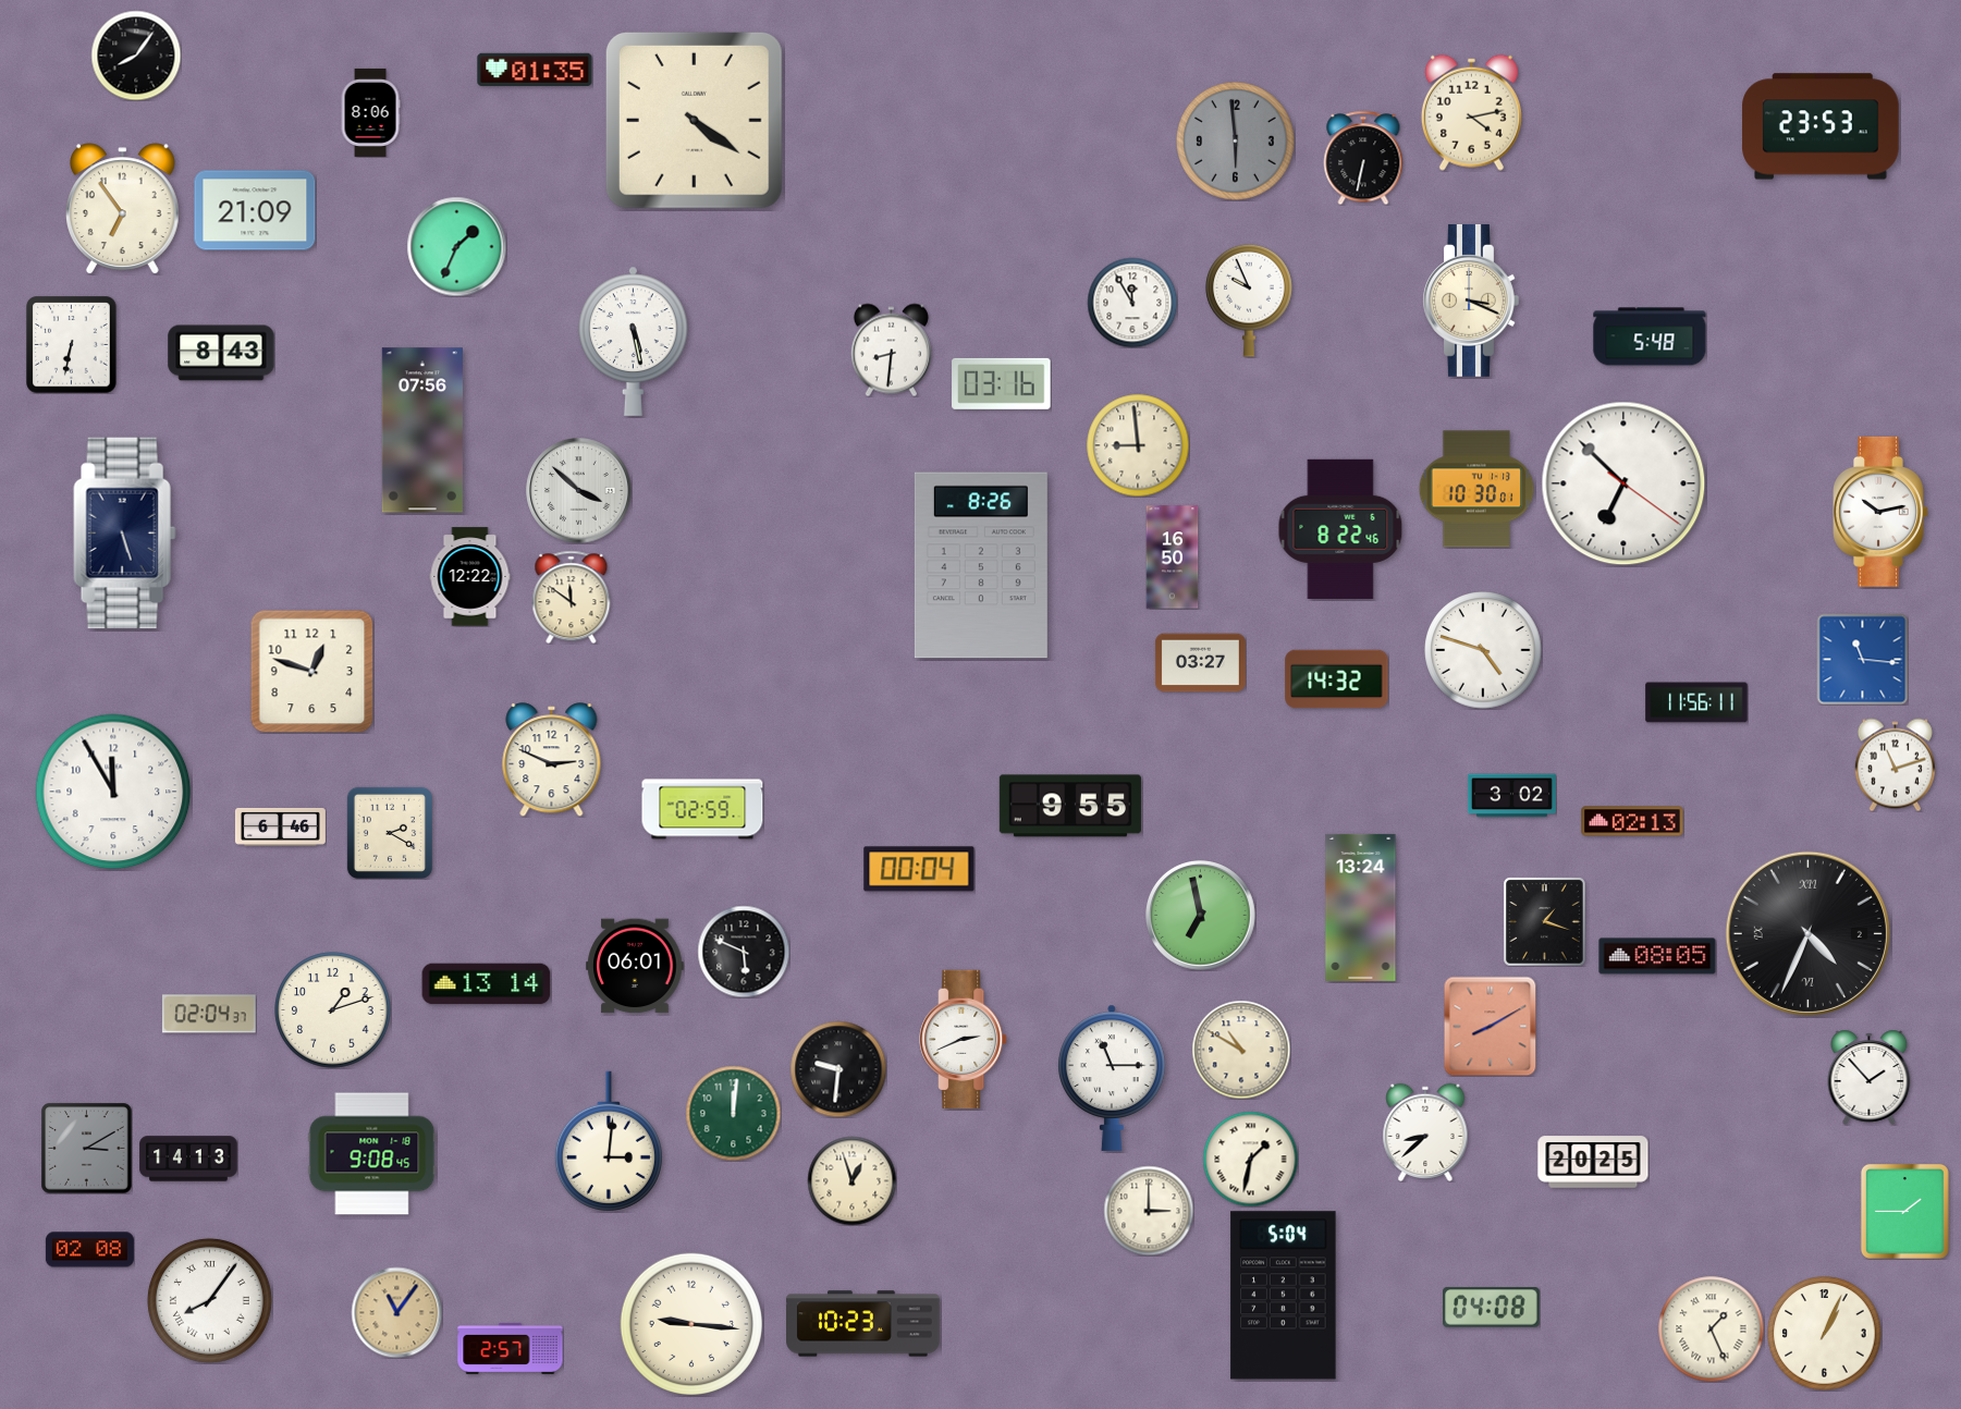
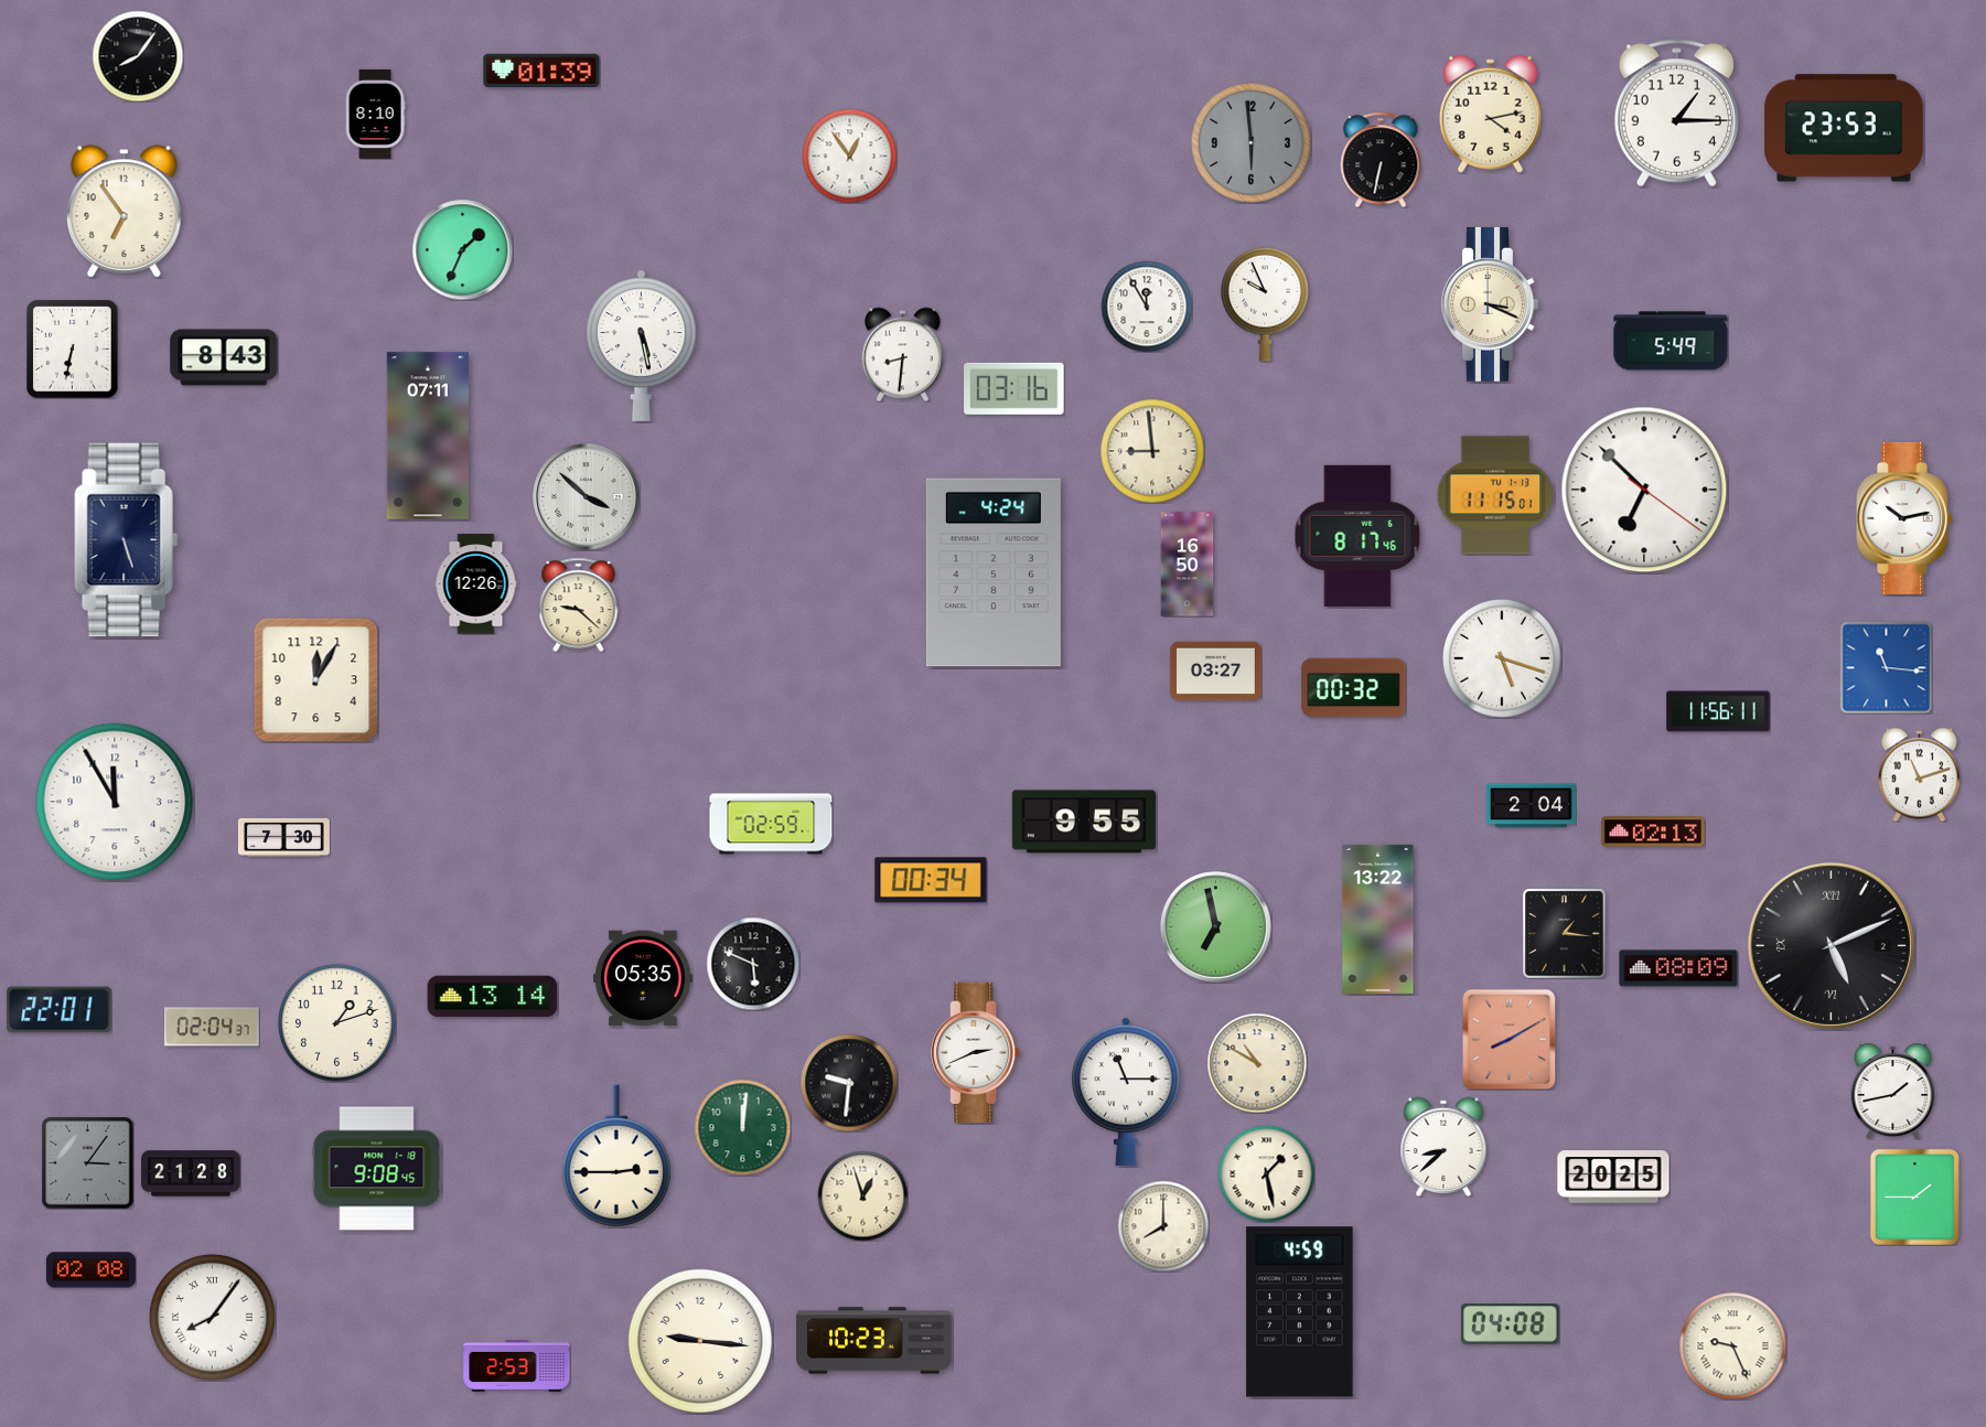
clock at (535, 70): 01:35 -> 01:39
clock at (370, 112): 8:06 -> 8:10
clock at (1676, 114): none -> 1:15
clock at (694, 120): 4:21 -> none
clock at (849, 155): none -> 12:54
clock at (255, 210): 21:09 -> none
clock at (1650, 336): 5:48 -> 5:49
clock at (422, 430): 07:56 -> 07:11
clock at (1476, 489): 10:30 -> 11:15
clock at (1340, 529): 8:22 -> 8:17
clock at (981, 565): 8:26 -> 4:24
clock at (470, 577): 12:22 -> 12:26
clock at (572, 597): 11:51 -> 9:22
clock at (1483, 650): 4:48 -> 5:18
clock at (311, 671): 12:48 -> 12:05
clock at (1337, 679): 14:32 -> 00:32
clock at (552, 760): 2:49 -> none
clock at (1511, 796): 3:02 -> 2:04
clock at (1070, 806) position: (1070, 806) -> (1084, 822)
clock at (702, 809) position: (702, 809) -> (771, 824)
clock at (280, 826): 6:46 -> 7:30
clock at (389, 832): 2:20 -> none
clock at (919, 869): 00:04 -> 00:34
clock at (1361, 907): 13:24 -> 13:22
clock at (1545, 921): 1:18 -> 1:16
clock at (1807, 933): 4:34 -> 5:11
clock at (1657, 956): 08:05 -> 08:09
clock at (635, 966): 06:01 -> 05:35
clock at (60, 1010): none -> 22:01
clock at (1870, 1077): 1:53 -> 1:43
clock at (609, 1141): 3:01 -> 2:45
clock at (86, 1148): 3:10 -> 3:06
clock at (188, 1159): 14:13 -> 21:28
clock at (1250, 1159): 1:32 -> 1:28
clock at (1149, 1211): 3:00 -> 8:00
clock at (1904, 1211) position: (1904, 1211) -> (1914, 1197)
clock at (89, 1250) position: (89, 1250) -> (90, 1270)
clock at (1284, 1296): 5:04 -> 4:59
clock at (396, 1312): 11:06 -> none
clock at (1711, 1328): 1:26 -> 9:26
clock at (1825, 1334): 1:04 -> none
clock at (511, 1348): 2:57 -> 2:53
